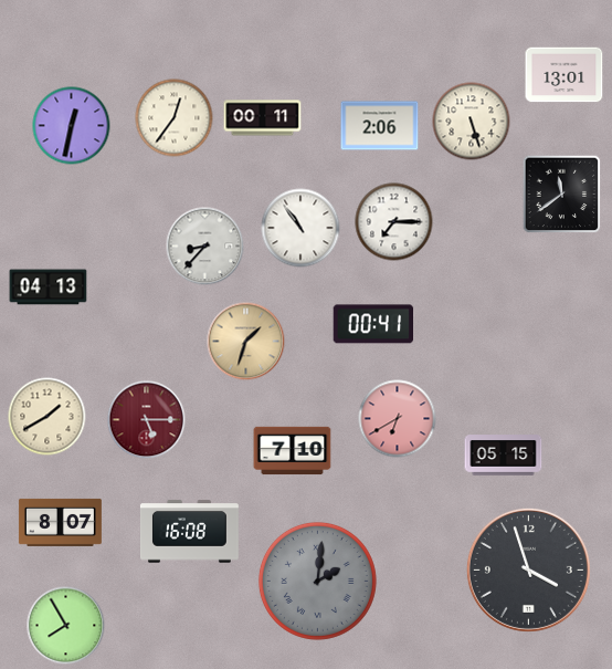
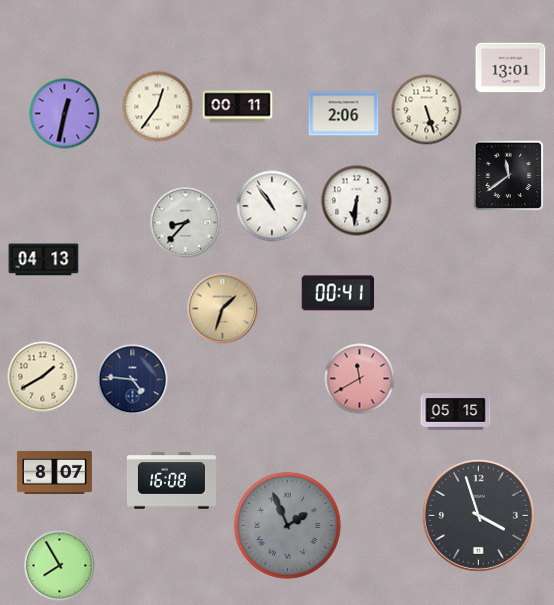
clock at (394, 222): 7:15 -> 6:31
clock at (398, 419): 6:40 -> 11:40
clock at (147, 420): 5:15 -> 4:46
clock at (147, 420) dial: burgundy -> navy
clock at (293, 451): 7:10 -> none
clock at (317, 581): 2:01 -> 1:56
